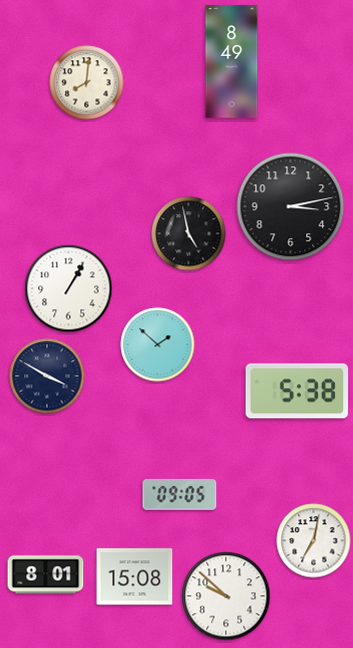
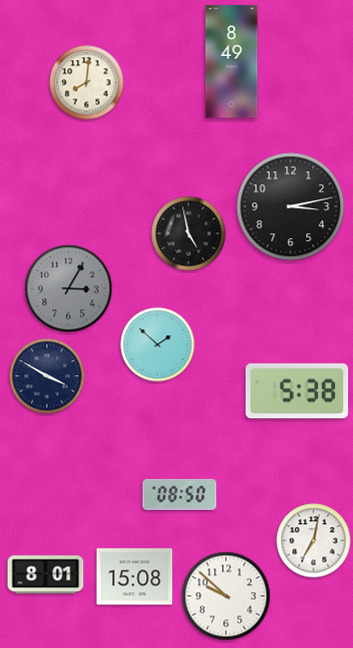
clock at (69, 289): 1:05 -> 3:05
clock at (69, 289) dial: white -> grey
clock at (180, 494): 09:05 -> 08:50
